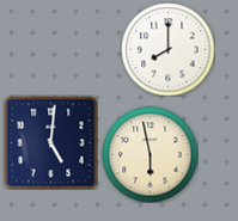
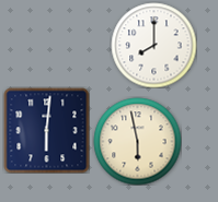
clock at (50, 142): 5:01 -> 6:01
